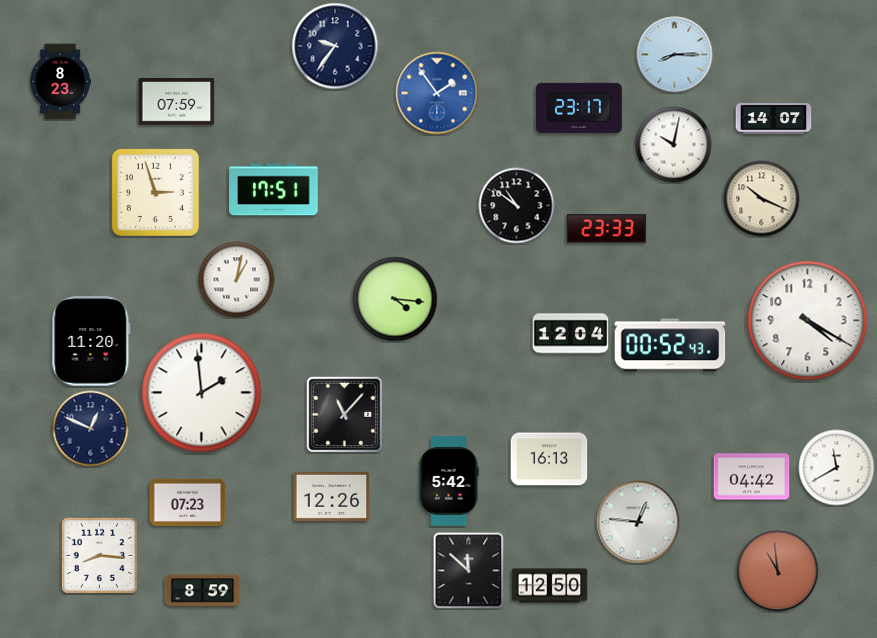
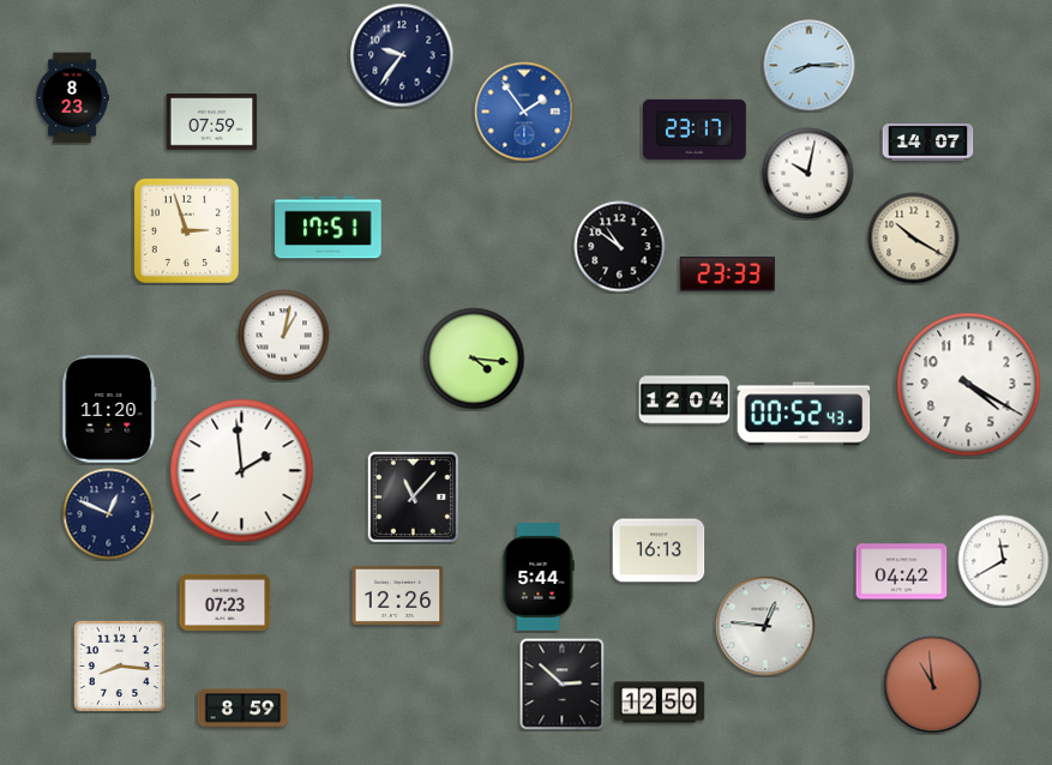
clock at (762, 199): 10:19 -> 10:20
clock at (449, 481): 5:42 -> 5:44
clock at (469, 571): 11:52 -> 2:52
